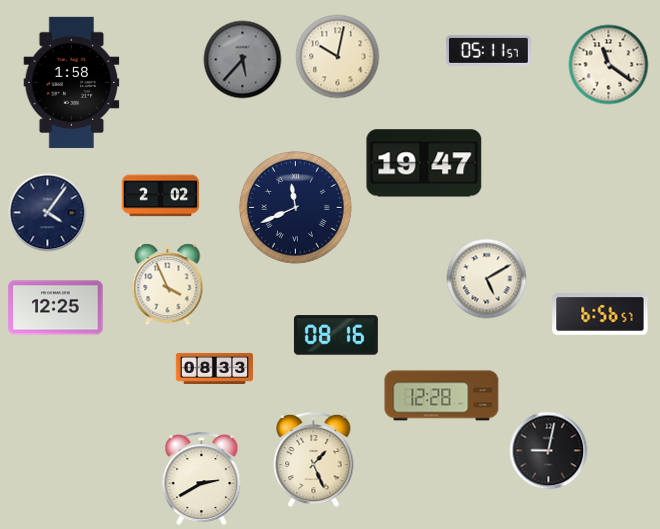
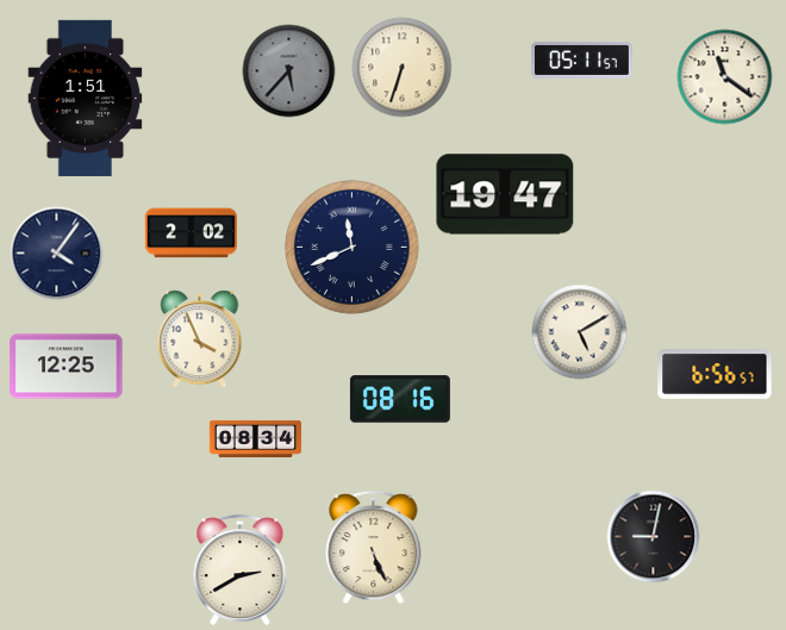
clock at (337, 56): 10:02 -> 6:33
clock at (72, 82): 1:58 -> 1:51
clock at (214, 368): 08:33 -> 08:34
clock at (442, 396): 12:28 -> none
clock at (314, 459): 1:26 -> 5:26
